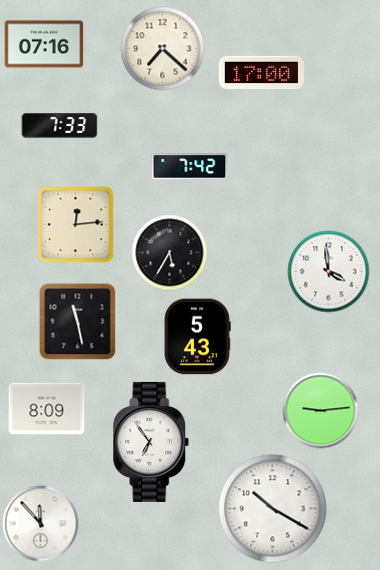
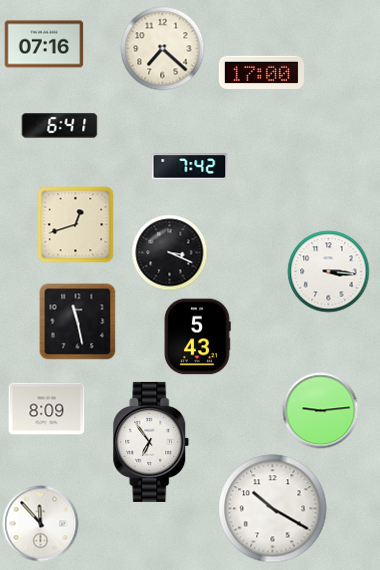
clock at (60, 126): 7:33 -> 6:41
clock at (76, 225): 12:14 -> 12:42
clock at (170, 253): 5:35 -> 3:19
clock at (329, 272): 3:59 -> 3:16
